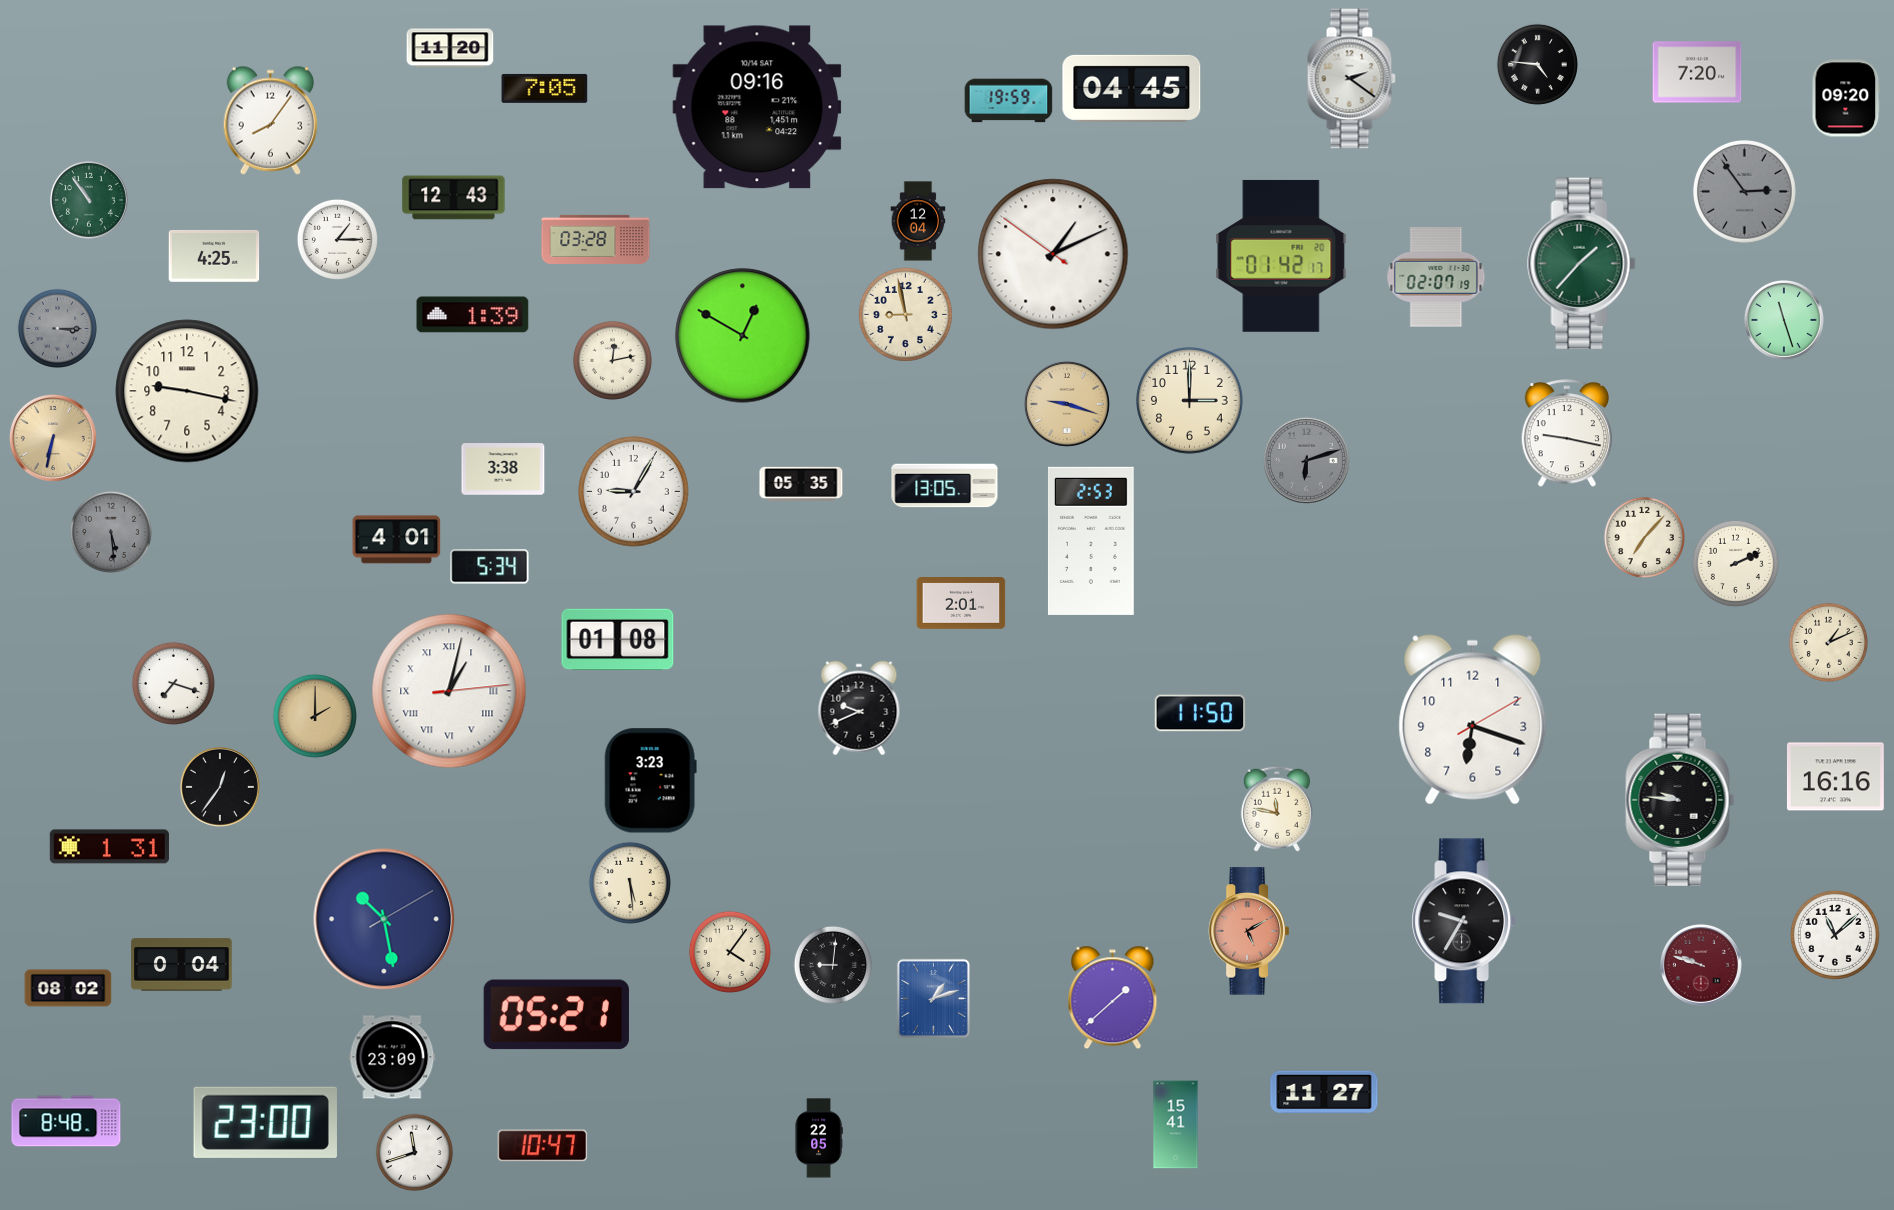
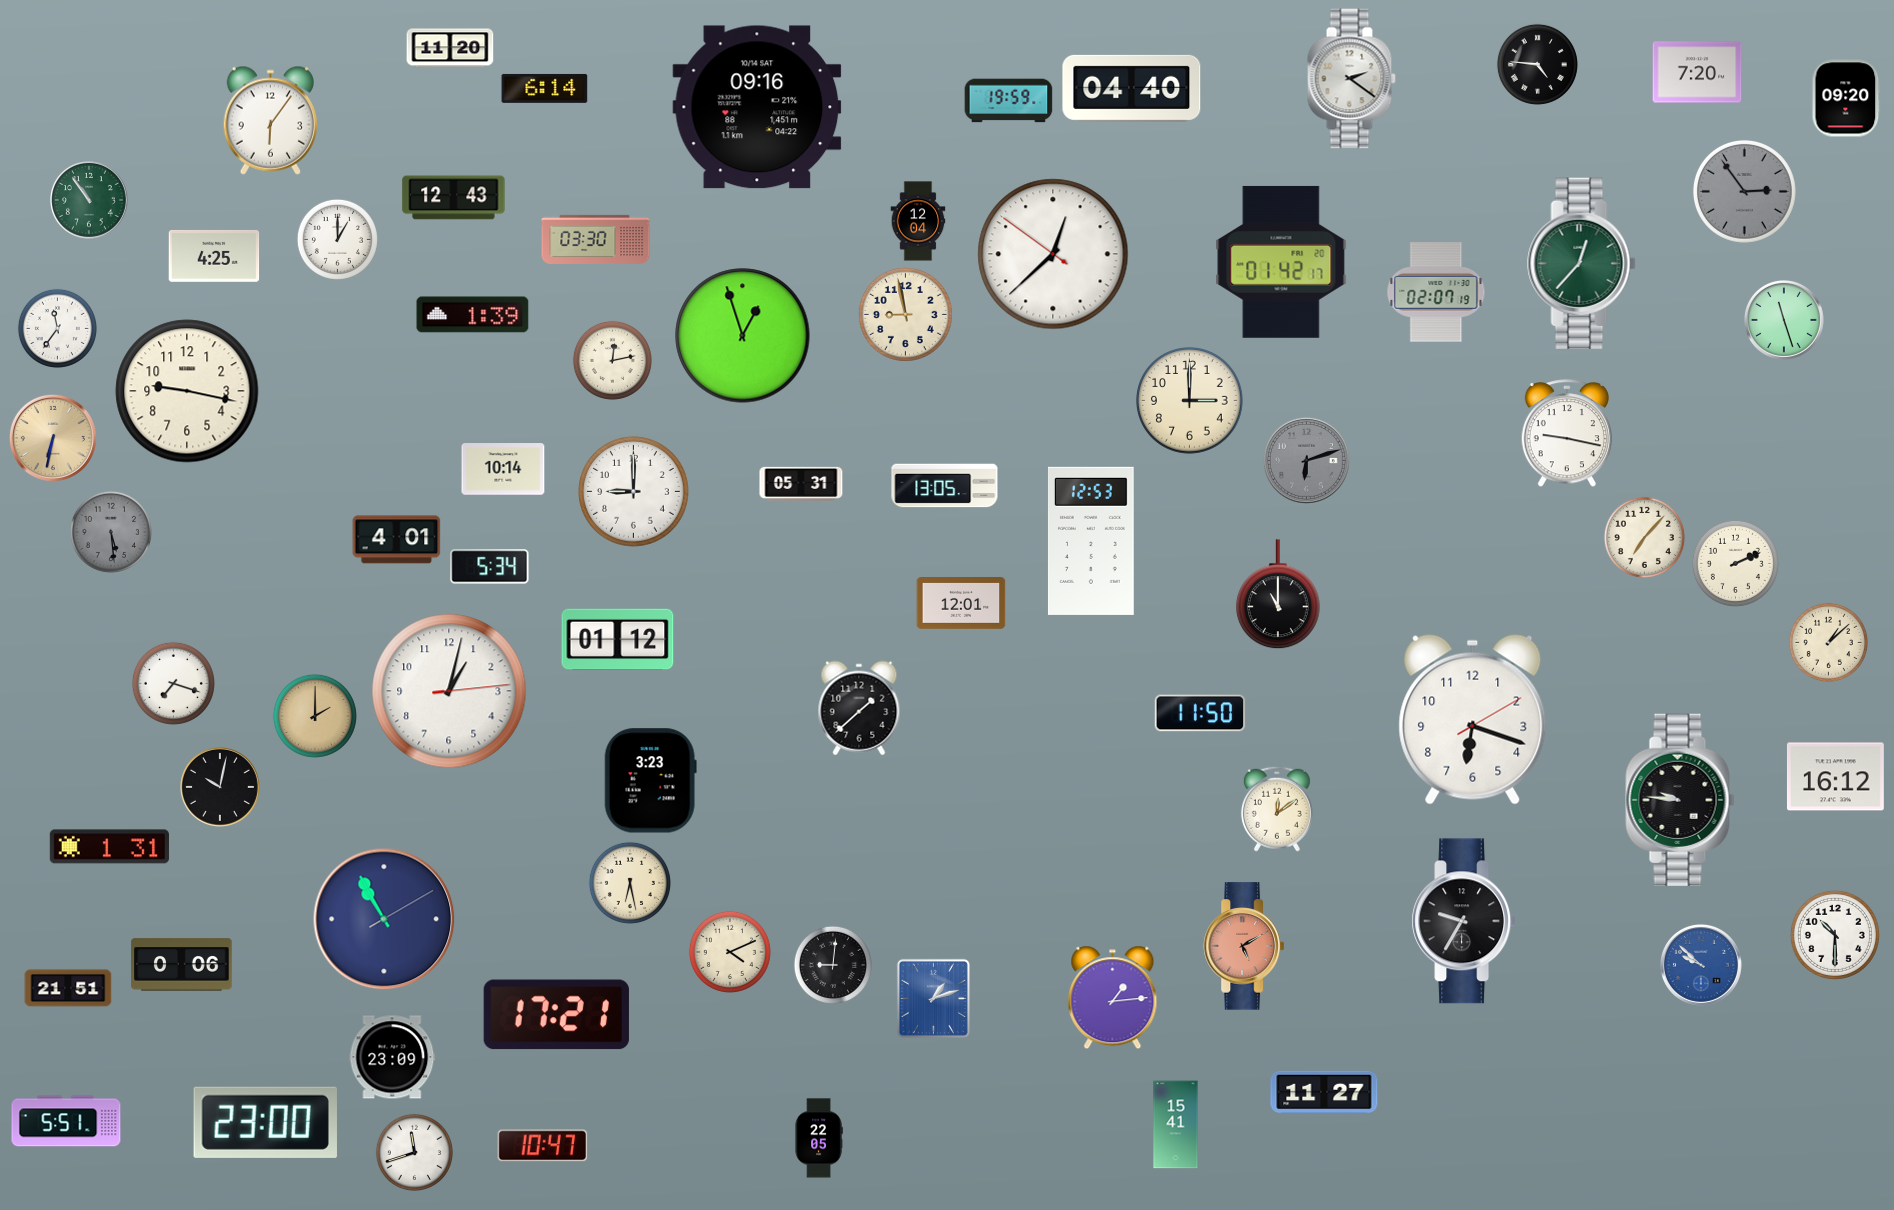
clock at (545, 88): 7:05 -> 6:14
clock at (1132, 88): 04:45 -> 04:40
clock at (271, 120): 8:06 -> 6:06
clock at (337, 239): 1:15 -> 1:00
clock at (596, 239): 03:28 -> 03:30
clock at (1053, 254): 1:10 -> 12:37
clock at (1281, 256) position: (1281, 256) -> (1281, 262)
clock at (1582, 263): 1:37 -> 12:37
clock at (1436, 277) position: (1436, 277) -> (1436, 292)
clock at (57, 328): 3:15 -> 11:36
clock at (57, 328) dial: grey -> white
clock at (743, 336): 12:50 -> 12:57
clock at (1067, 404): 9:18 -> none
clock at (503, 469): 3:38 -> 10:14
clock at (801, 484): 05:35 -> 05:31
clock at (634, 492): 9:05 -> 9:00
clock at (1091, 541): 2:53 -> 12:53
clock at (1278, 595): none -> 11:00
clock at (961, 604): 2:01 -> 12:01
clock at (618, 640): 01:08 -> 01:12
clock at (1828, 642): 1:11 -> 1:08
clock at (449, 691) numerals: Roman -> Arabic
clock at (859, 708): 9:41 -> 1:38
clock at (1835, 777): 16:16 -> 16:12
clock at (220, 787): 12:36 -> 10:02
clock at (1277, 809): 11:47 -> 12:09
clock at (630, 883): 5:29 -> 6:28
clock at (384, 919): 10:28 -> 10:55
clock at (1248, 931) position: (1248, 931) -> (1243, 946)
clock at (1835, 935): 11:08 -> 10:30
clock at (730, 952): 4:06 -> 4:11
clock at (182, 965): 0:04 -> 0:06
clock at (1701, 965): 9:48 -> 9:52
clock at (1701, 965) dial: burgundy -> blue
clock at (68, 988): 08:02 -> 21:51
clock at (1113, 998): 1:38 -> 1:14
clock at (556, 1015): 05:21 -> 17:21
clock at (66, 1121): 8:48 -> 5:51
